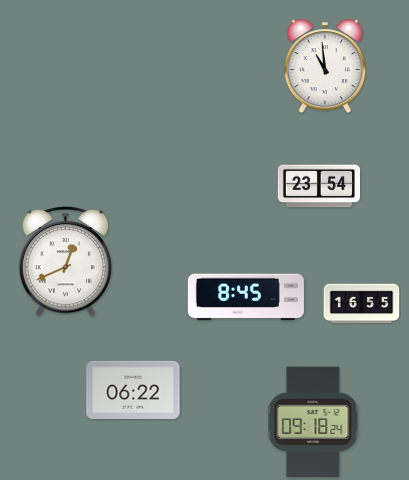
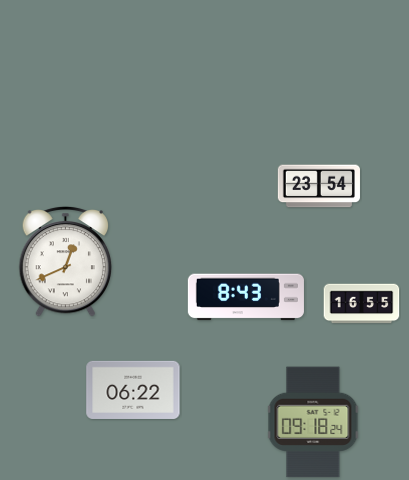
clock at (324, 67): 10:59 -> none
clock at (246, 297): 8:45 -> 8:43
